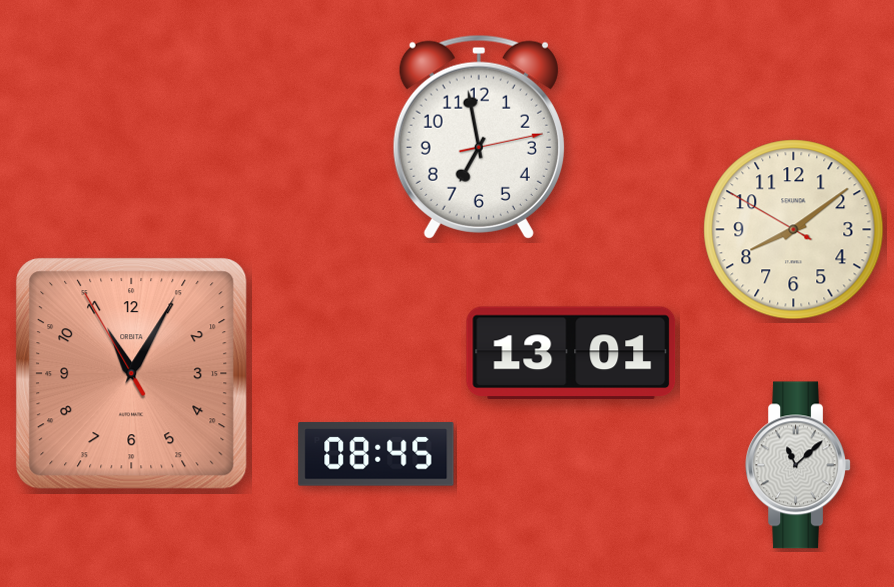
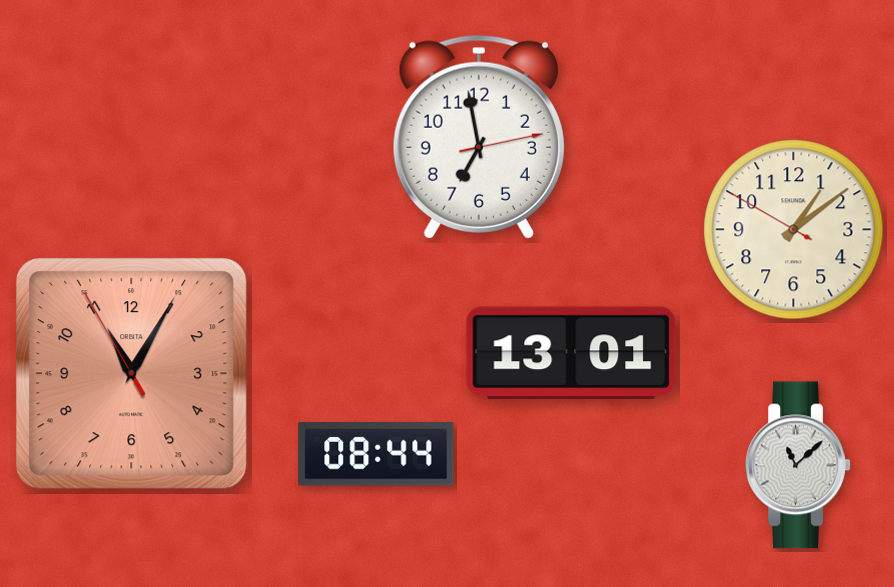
clock at (794, 230): 8:08 -> 1:08
clock at (376, 454): 08:45 -> 08:44
